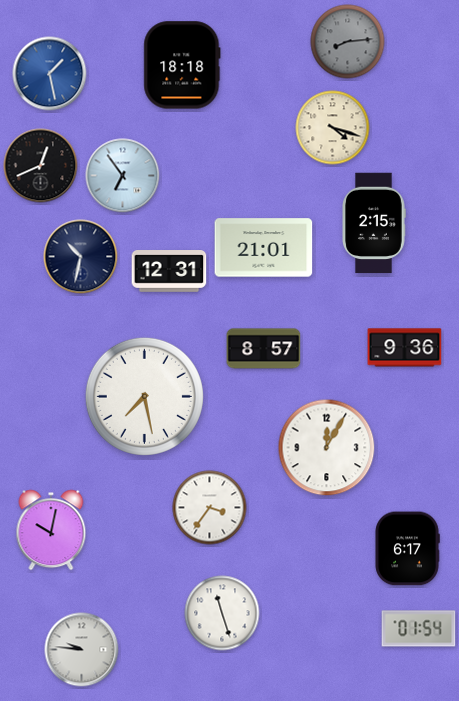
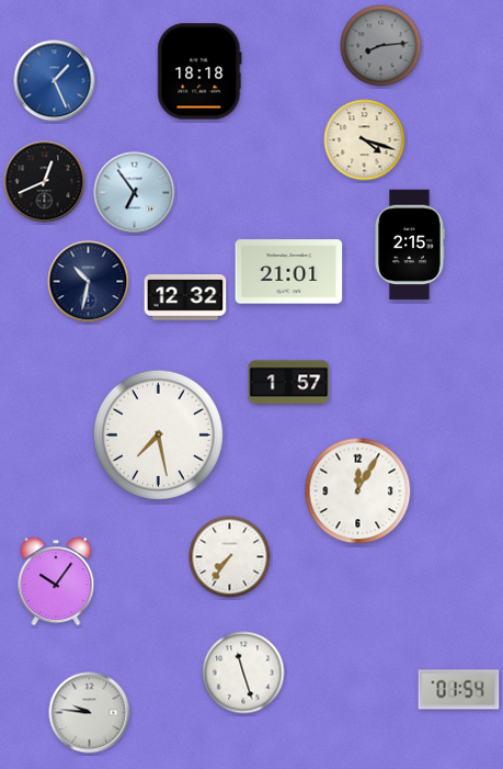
clock at (50, 74): 1:28 -> 1:26
clock at (169, 271): 12:31 -> 12:32
clock at (405, 348): 9:36 -> none
clock at (264, 349): 8:57 -> 1:57
clock at (210, 508): 3:36 -> 7:36
clock at (51, 530): 10:02 -> 10:06
clock at (407, 549): 6:17 -> none
